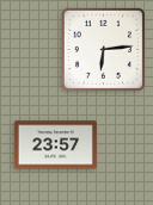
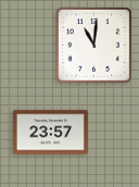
clock at (103, 49): 6:14 -> 11:01
